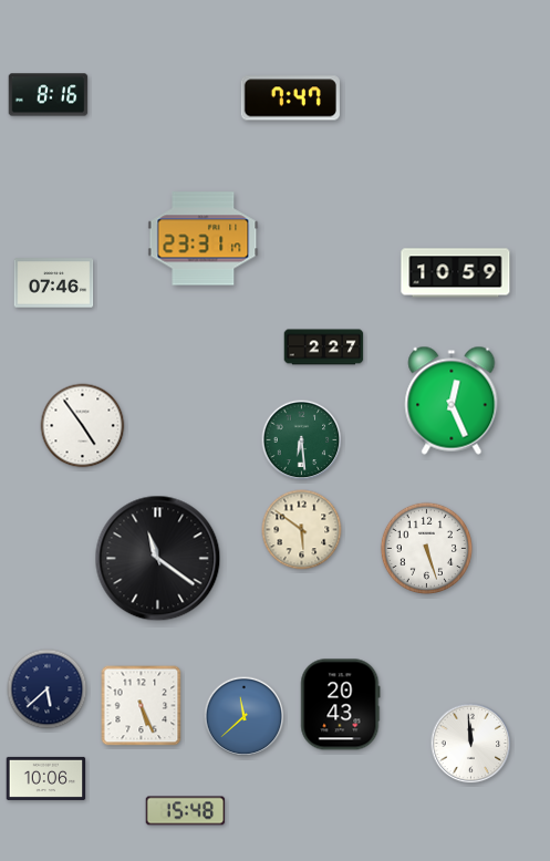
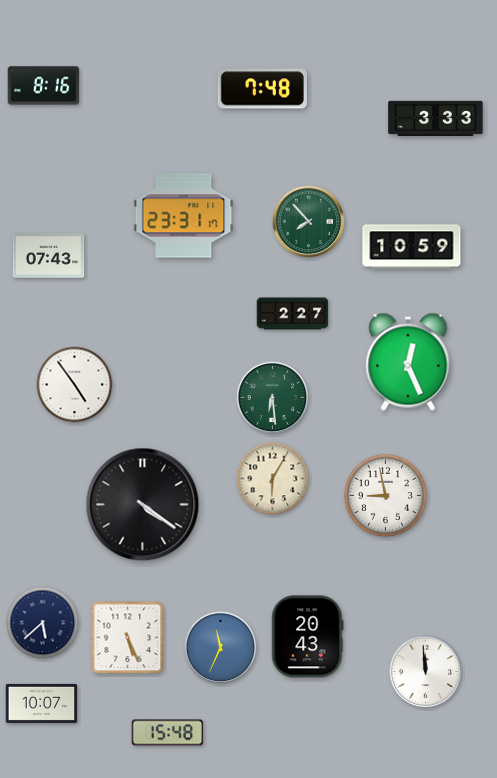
clock at (290, 98): 7:47 -> 7:48
clock at (436, 118): none -> 3:33
clock at (309, 222): none -> 7:53
clock at (54, 283): 07:46 -> 07:43
clock at (302, 530): 5:51 -> 6:05
clock at (426, 548): 5:27 -> 8:58
clock at (158, 559): 11:21 -> 4:21
clock at (245, 717): 11:38 -> 11:34
clock at (46, 778): 10:06 -> 10:07
